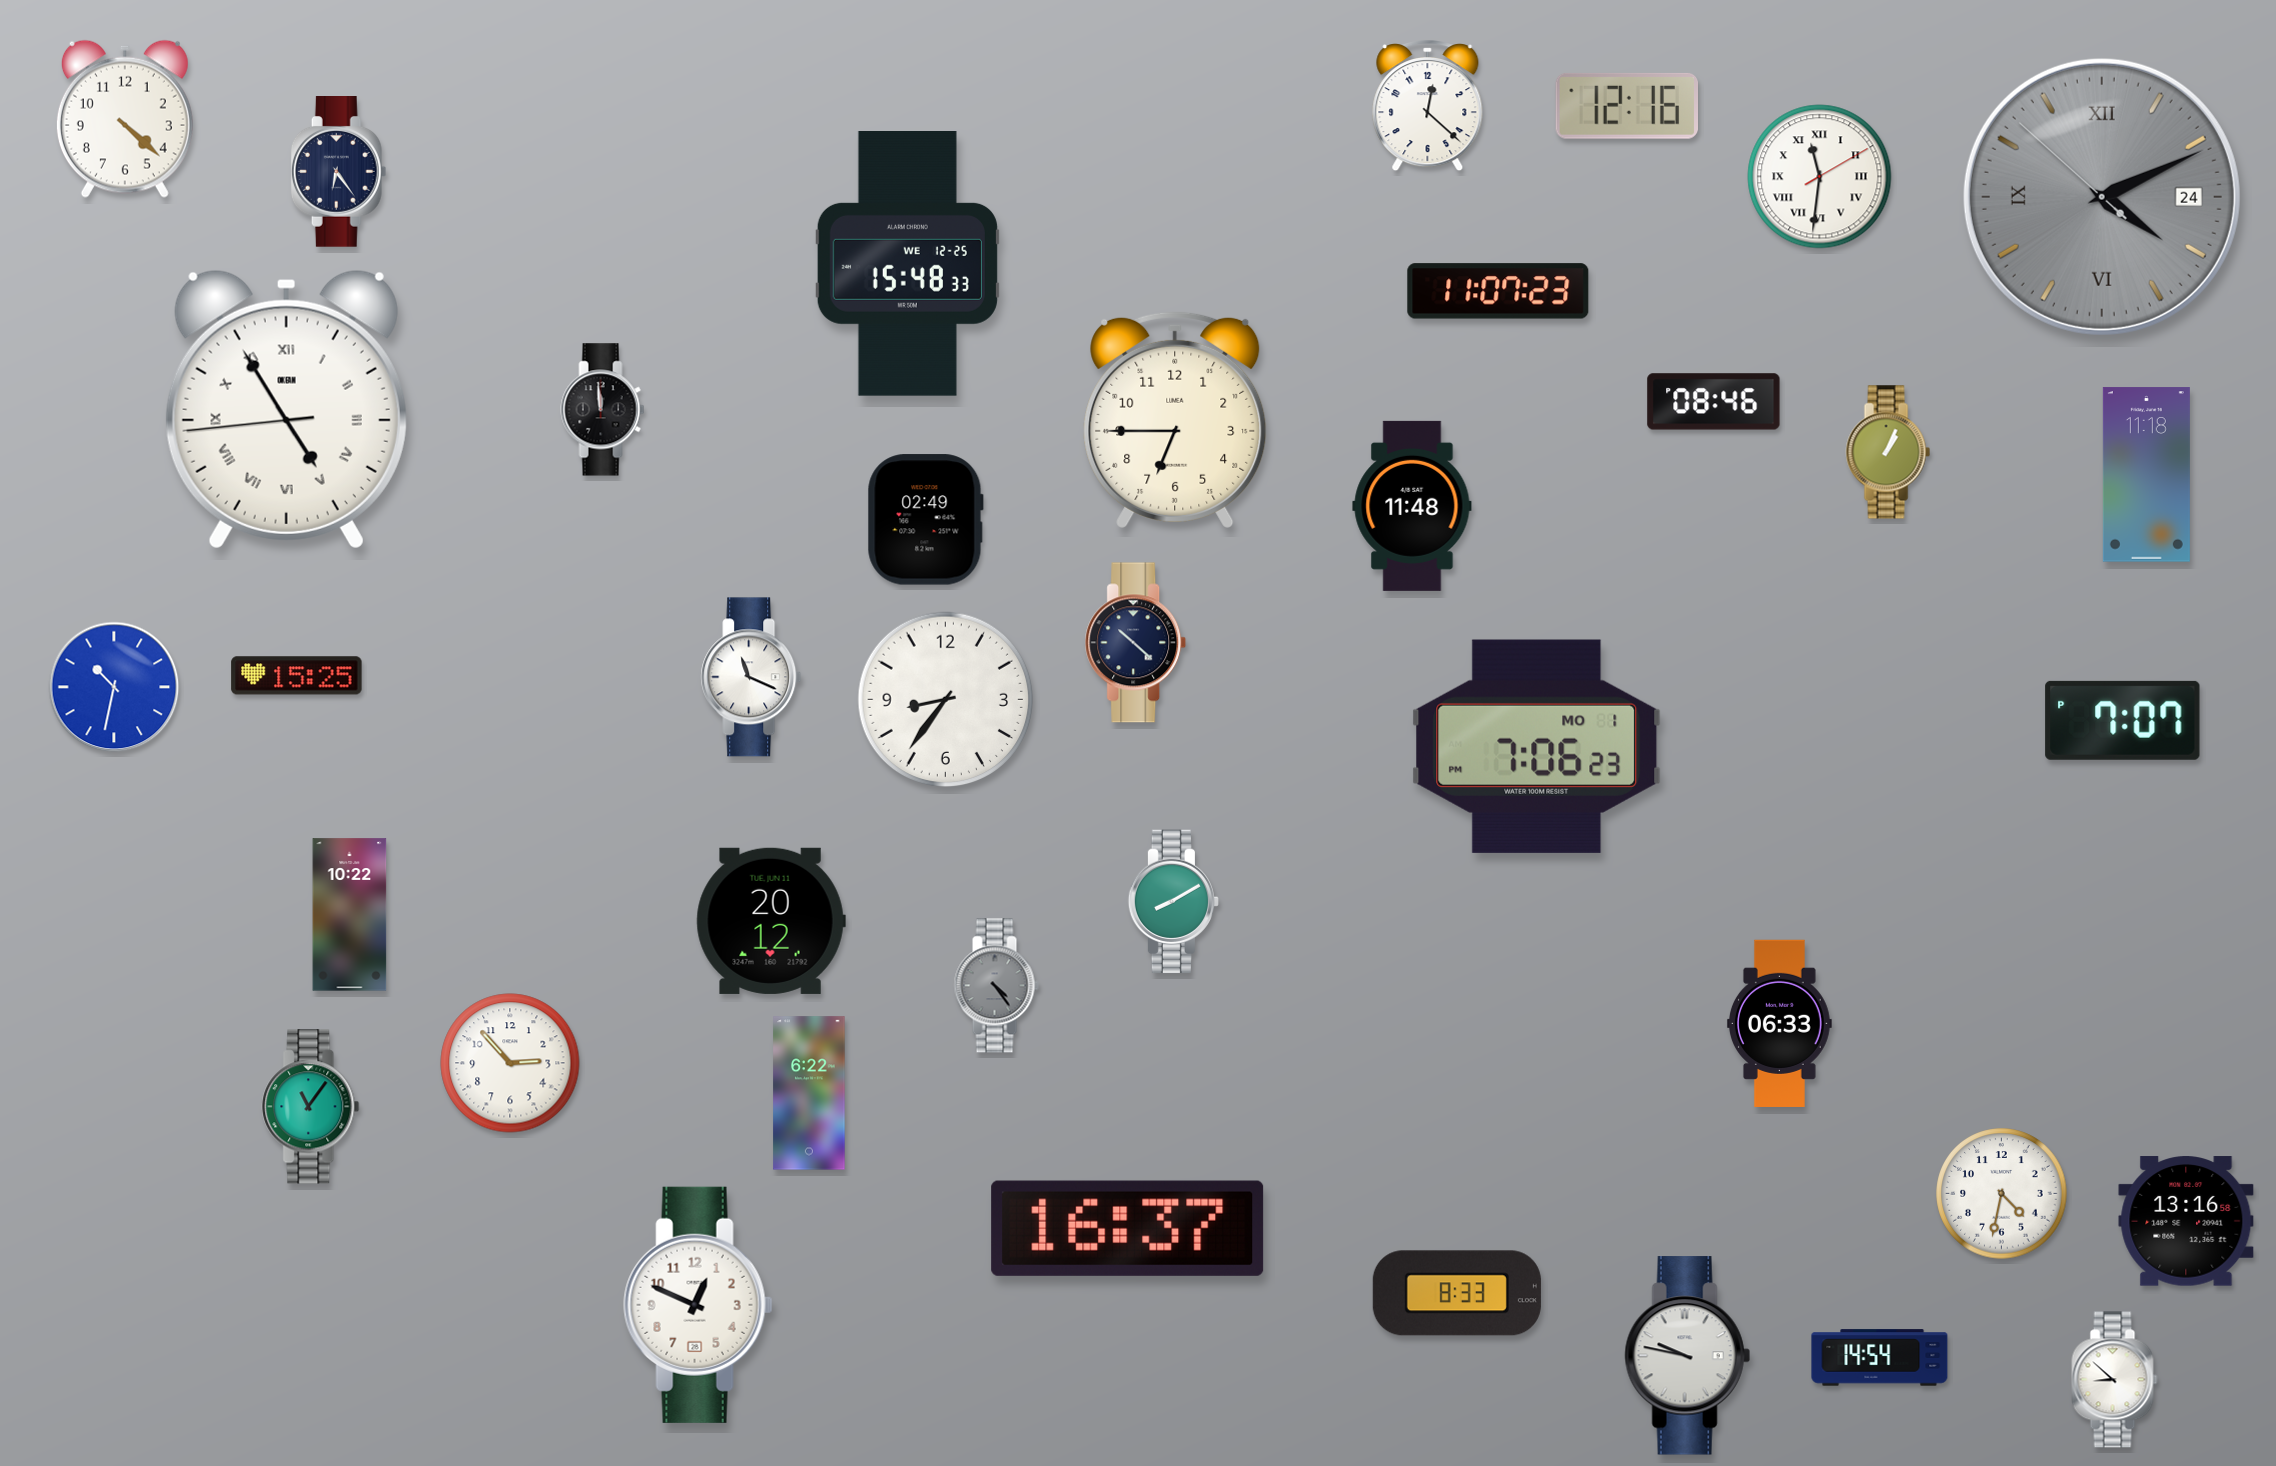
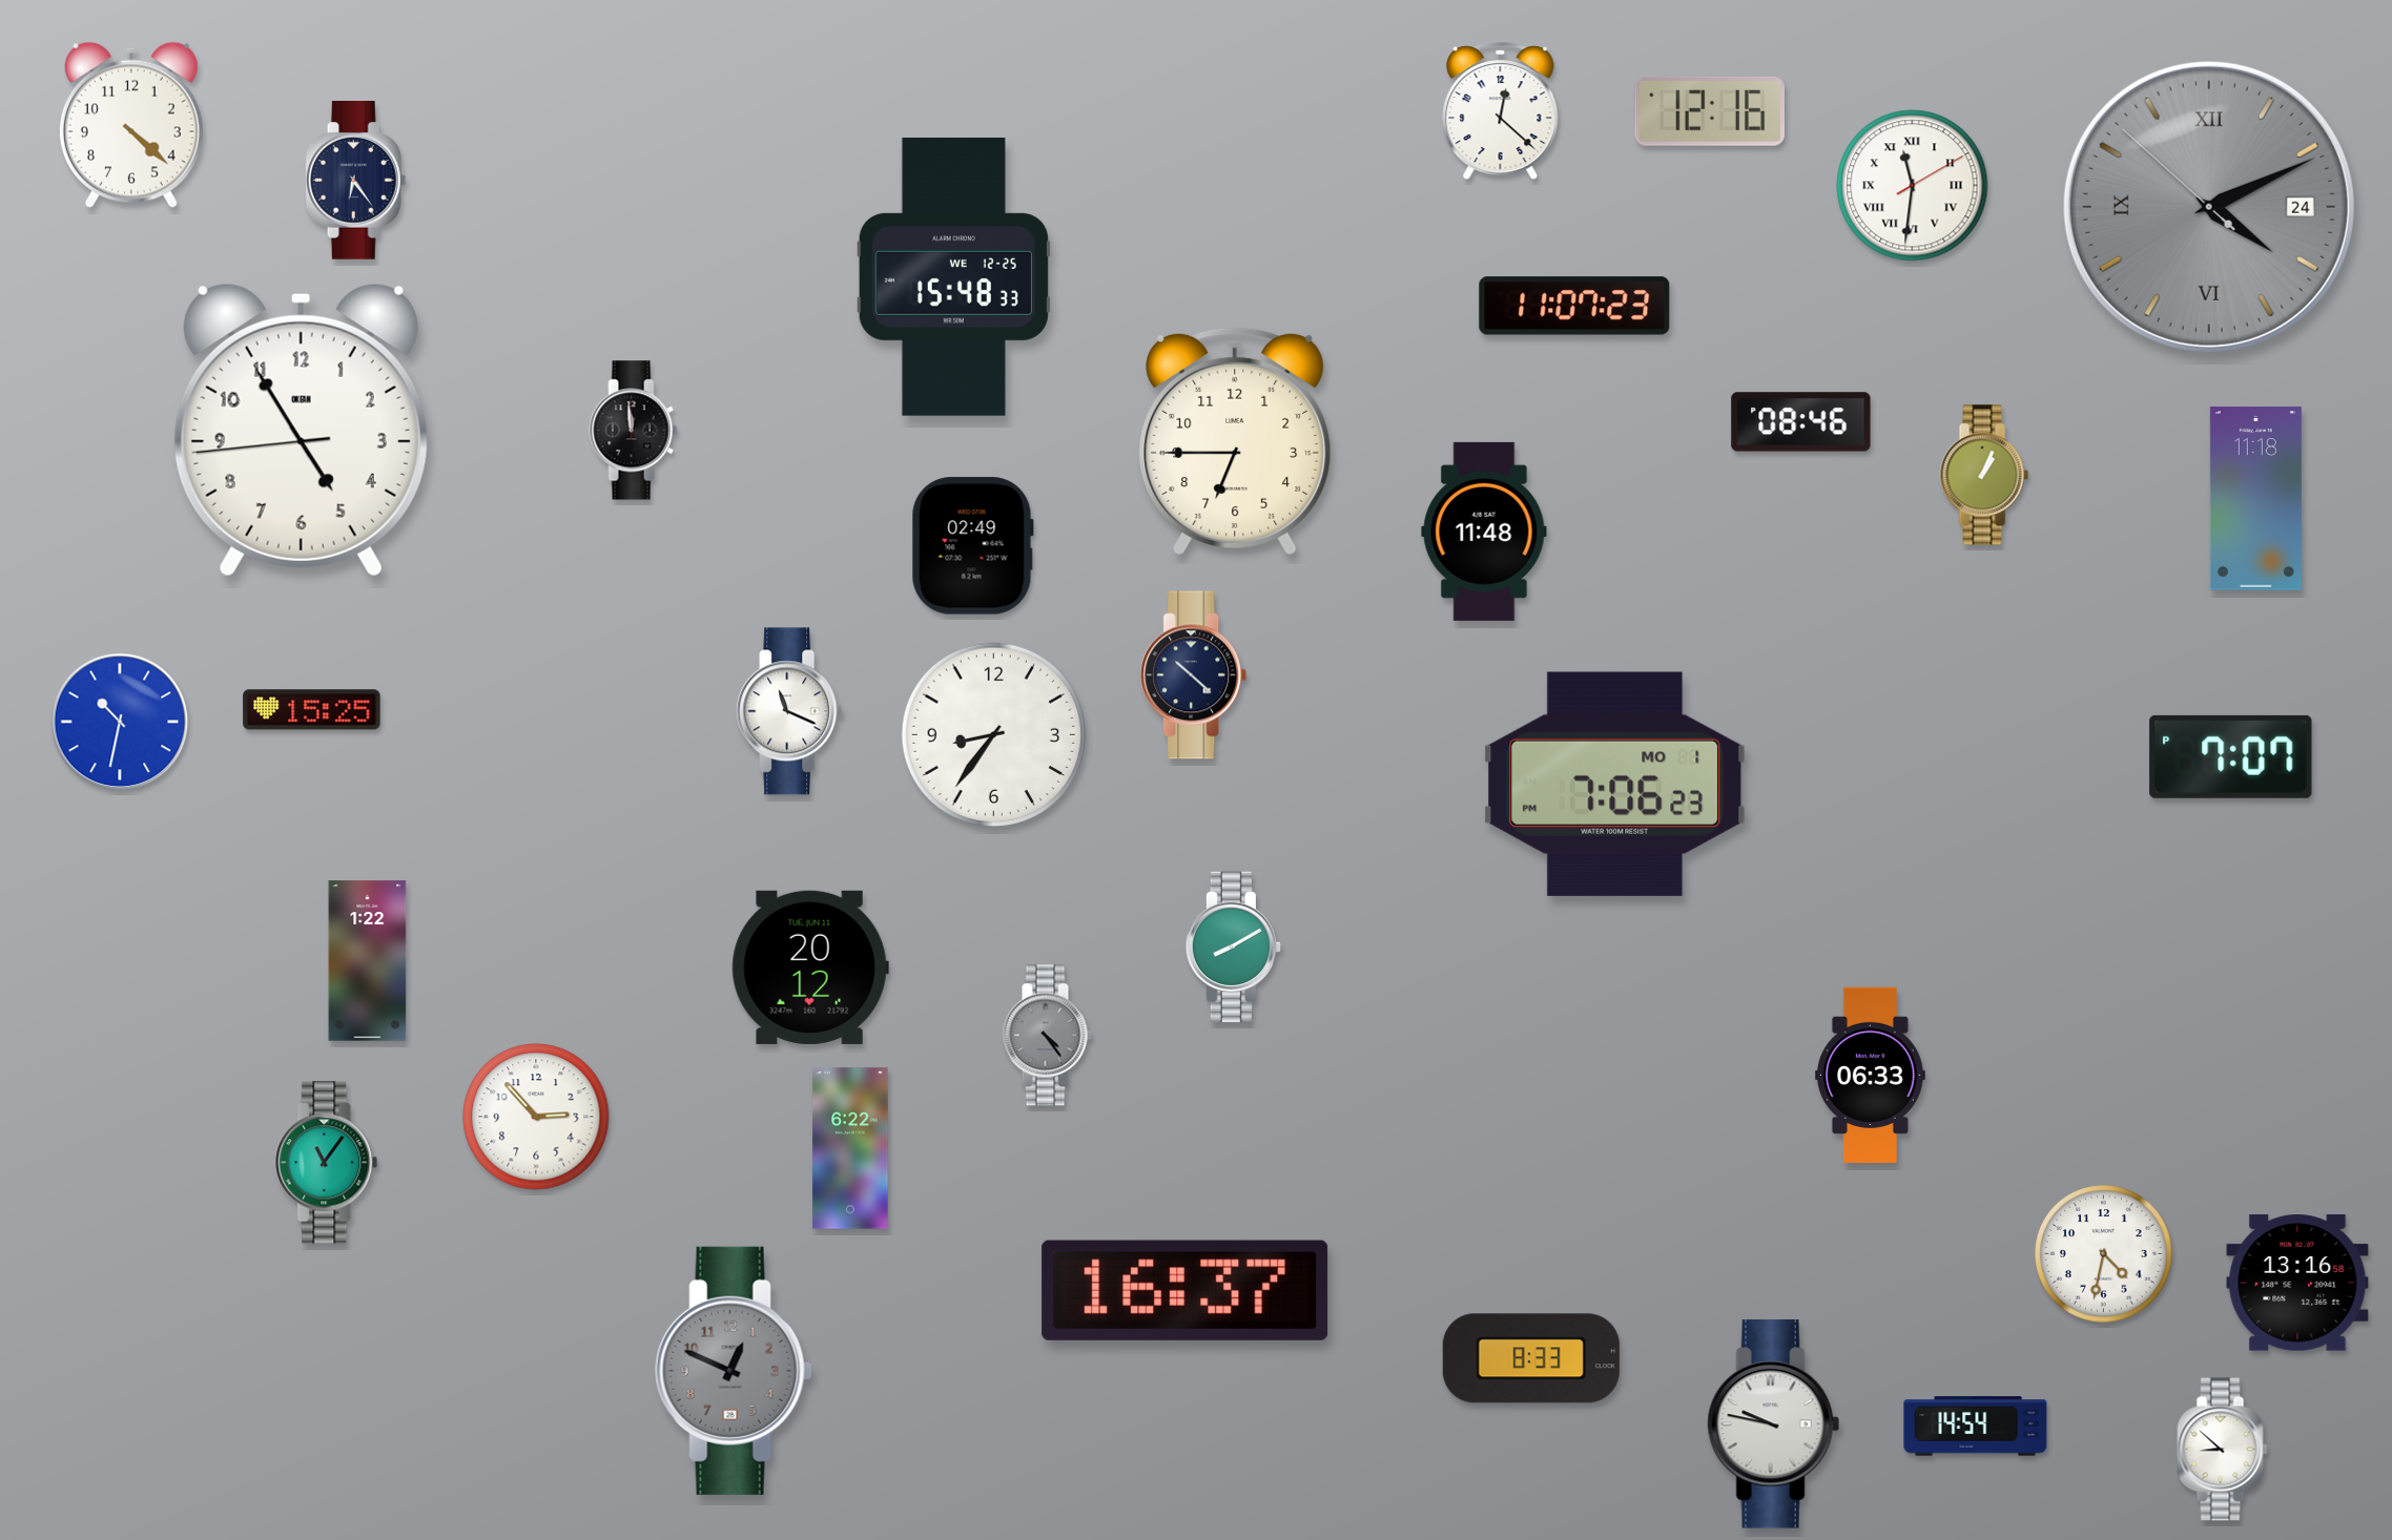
clock at (286, 409) numerals: Roman -> Arabic
clock at (350, 915): 10:22 -> 1:22
clock at (698, 1305) dial: white -> grey
